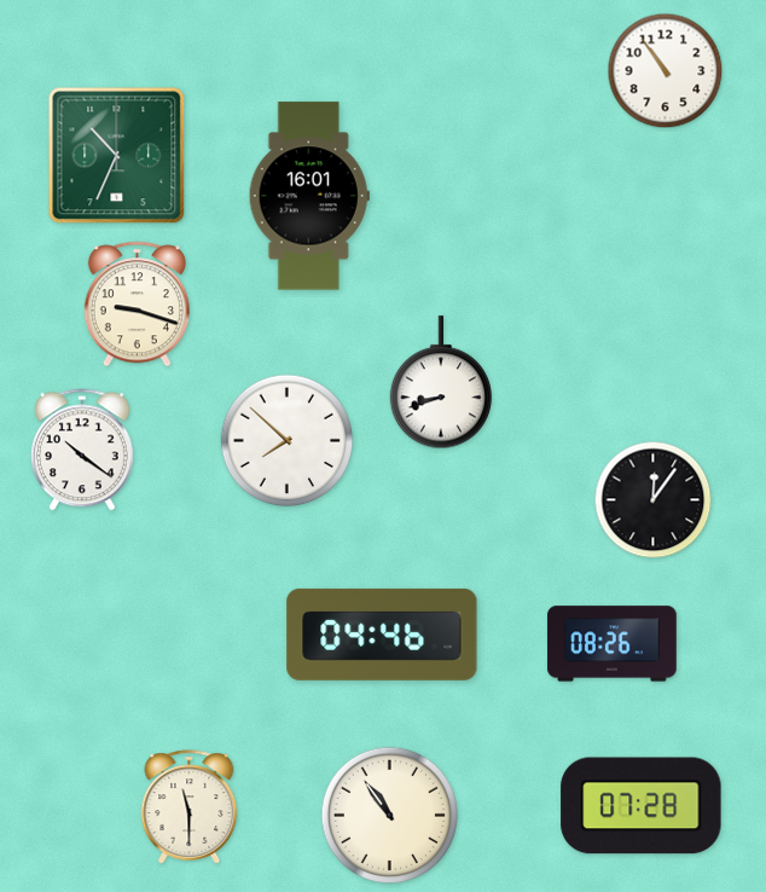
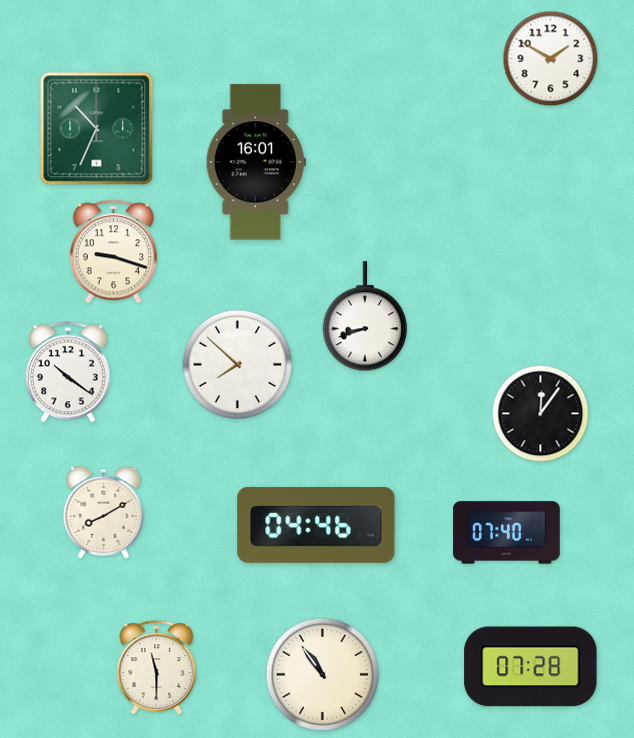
clock at (666, 71): 10:54 -> 1:50
clock at (104, 512): none -> 8:10
clock at (613, 644): 08:26 -> 07:40
